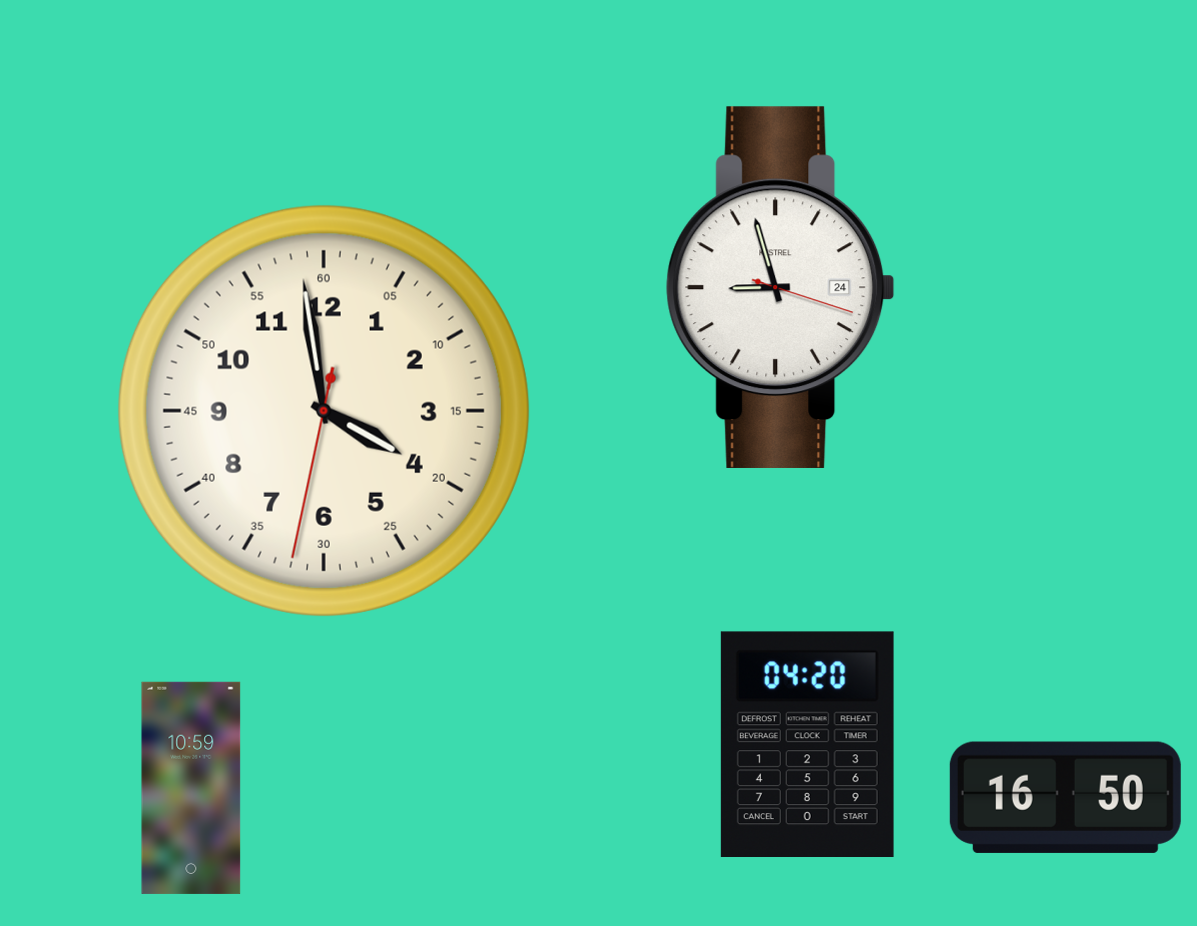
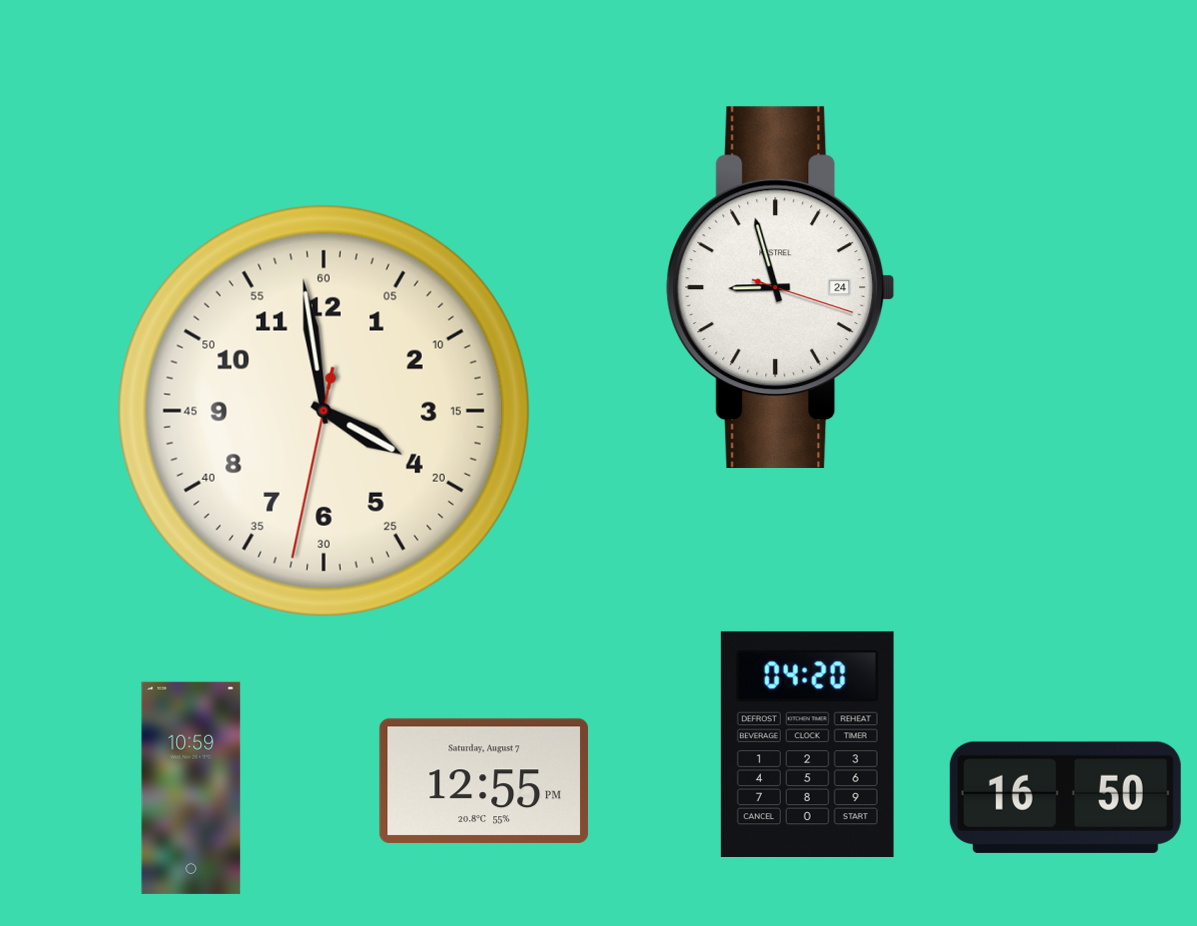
clock at (484, 781): none -> 12:55
